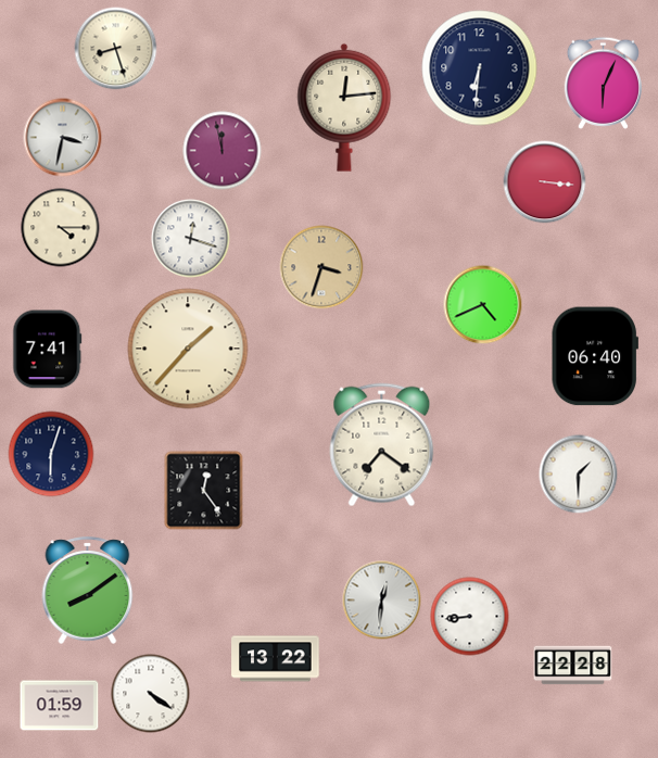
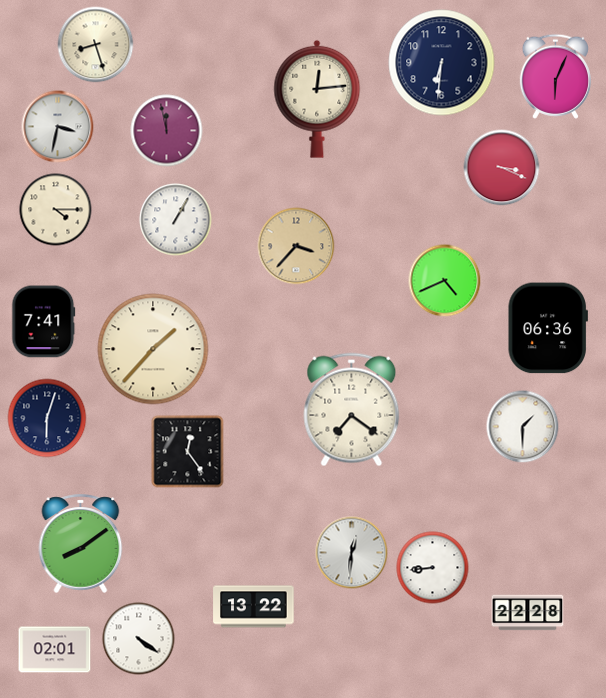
clock at (116, 49) position: (116, 49) -> (96, 45)
clock at (223, 151) position: (223, 151) -> (167, 131)
clock at (545, 182): 3:16 -> 3:19
clock at (191, 239): 12:18 -> 1:05
clock at (321, 267): 3:33 -> 3:37
clock at (188, 349) position: (188, 349) -> (153, 349)
clock at (595, 356): 06:40 -> 06:36
clock at (579, 475) position: (579, 475) -> (523, 427)
clock at (60, 706): 01:59 -> 02:01
